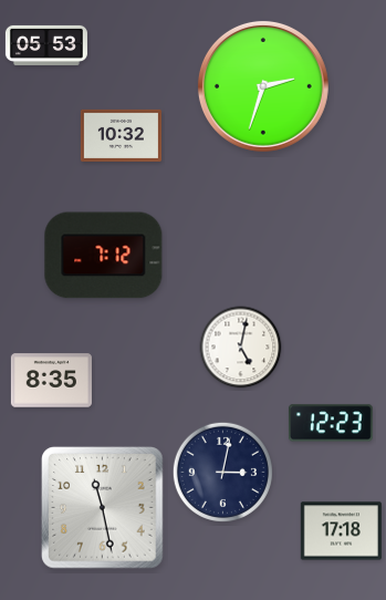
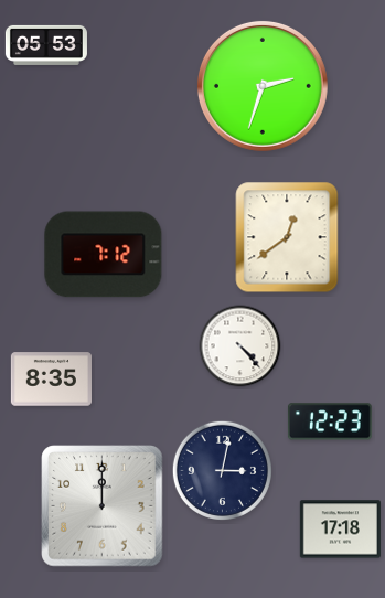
clock at (121, 135): 10:32 -> none
clock at (287, 237): none -> 12:39
clock at (241, 348): 5:02 -> 4:23
clock at (103, 508): 11:28 -> 12:00
